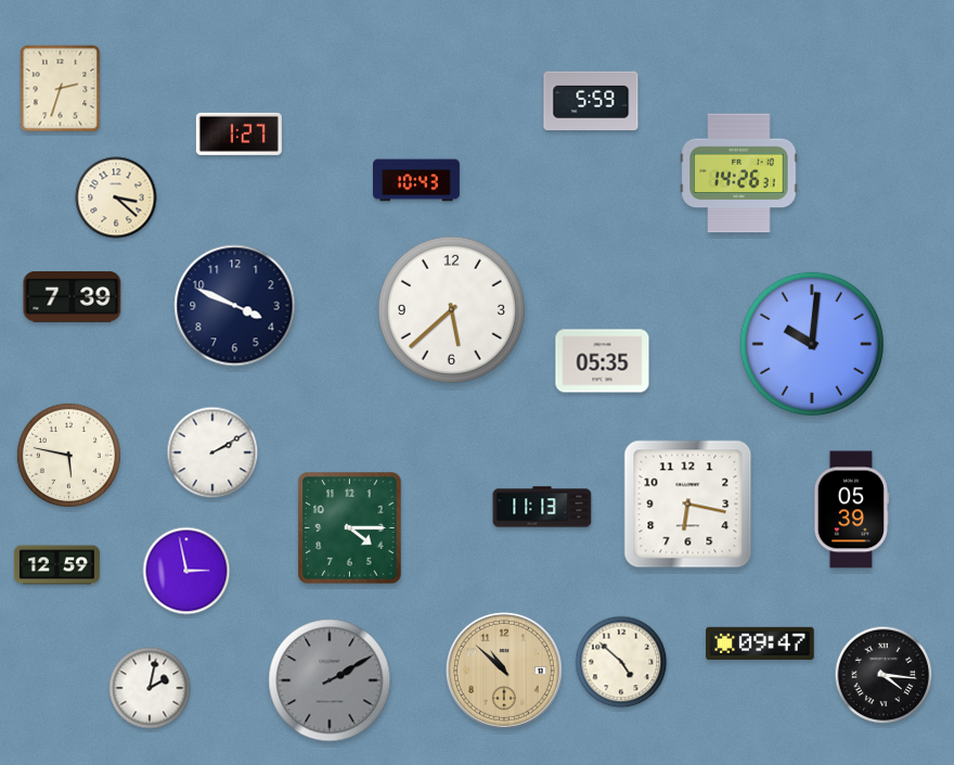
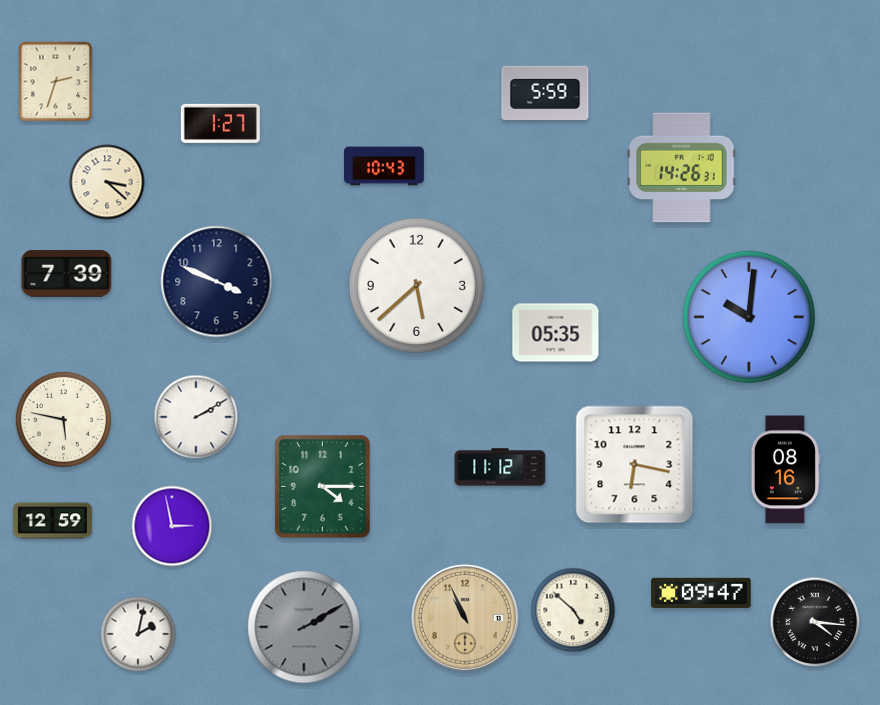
clock at (739, 174) position: (739, 174) -> (682, 168)
clock at (542, 507): 11:13 -> 11:12
clock at (851, 510): 05:39 -> 08:16
clock at (504, 671): 10:52 -> 10:56
